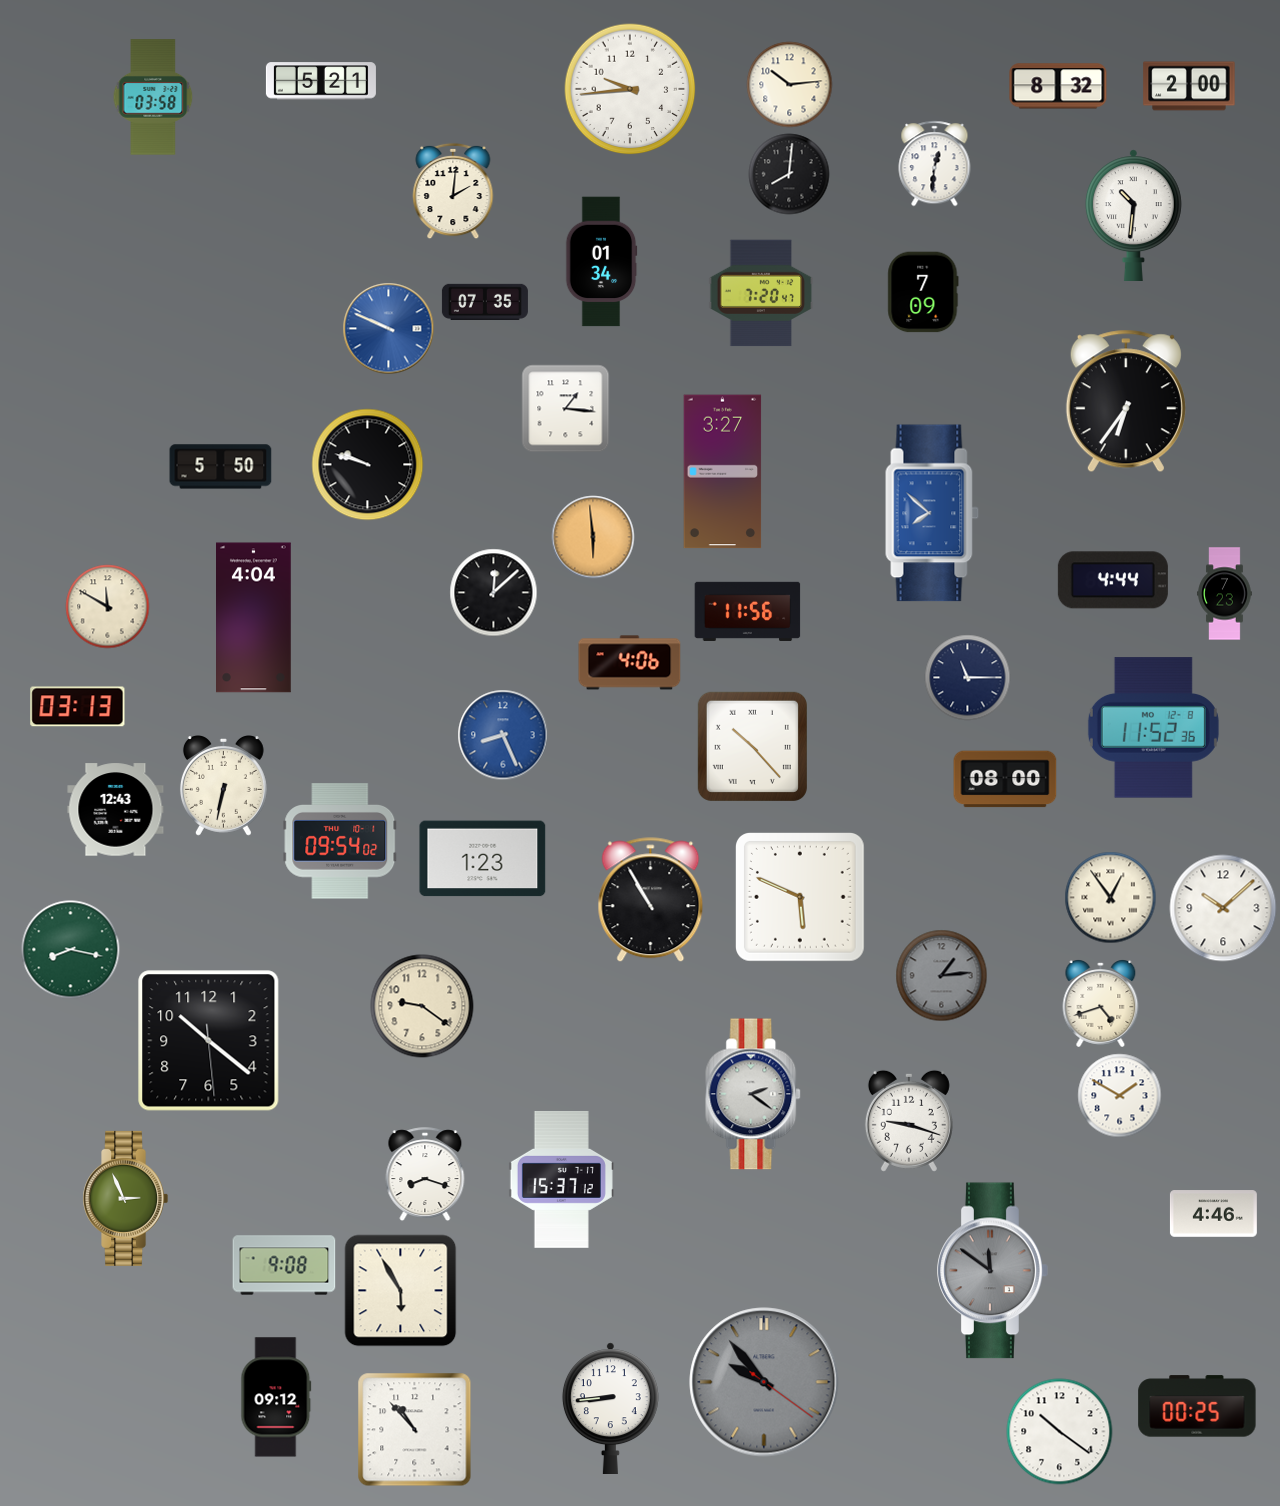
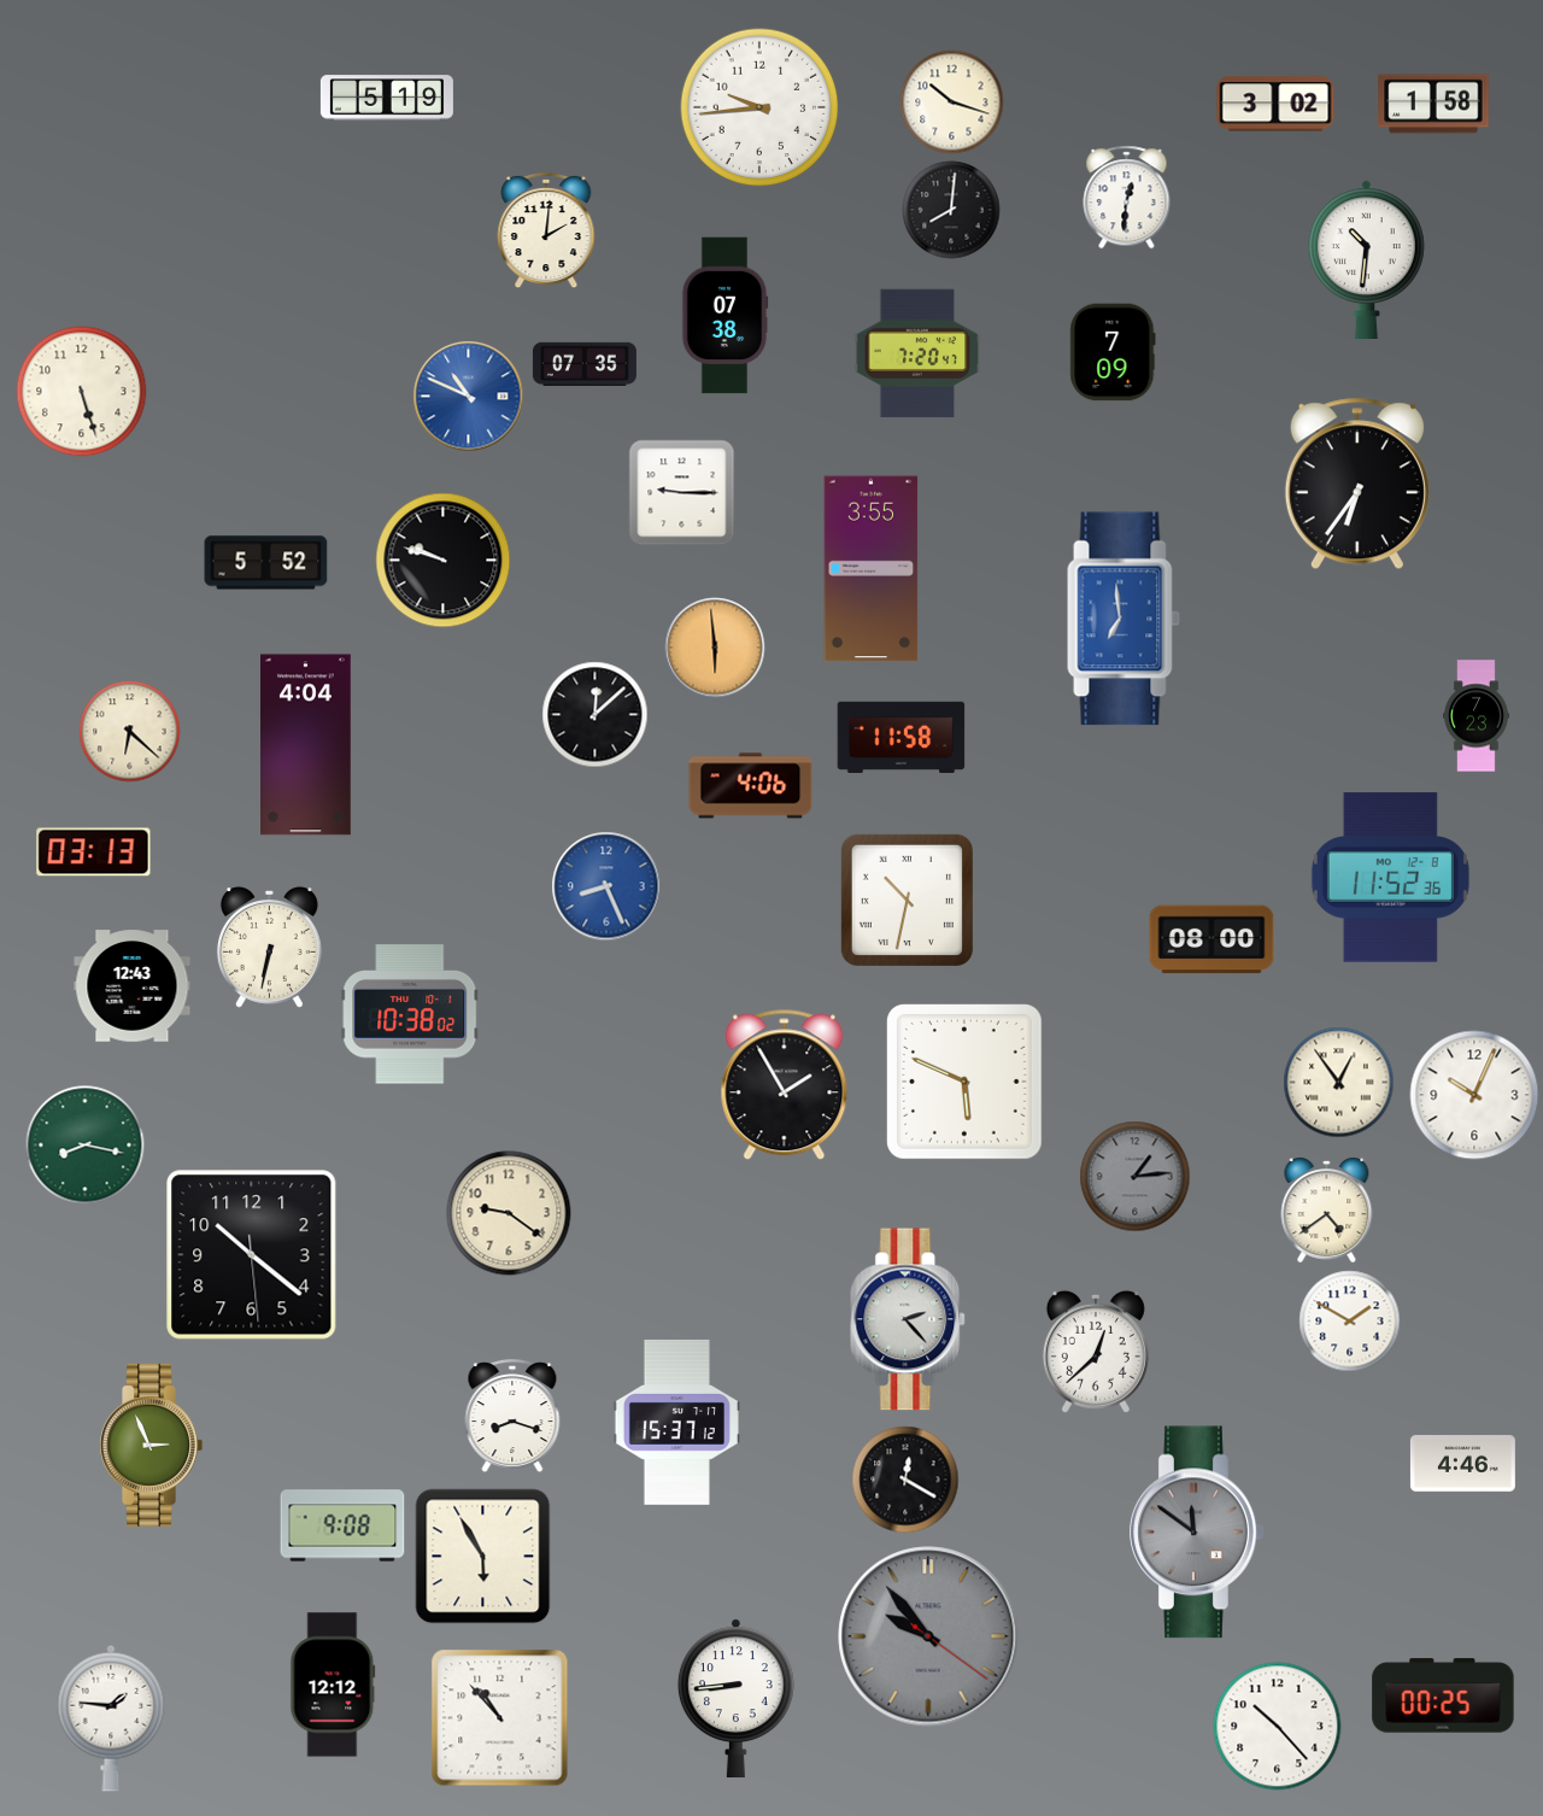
clock at (321, 81): 5:21 -> 5:19
clock at (790, 85): 10:14 -> 10:18
clock at (1058, 86): 8:32 -> 3:02
clock at (1189, 86): 2:00 -> 1:58
clock at (153, 97): 03:58 -> none
clock at (601, 262): 01:34 -> 07:38
clock at (82, 392): none -> 5:27
clock at (389, 329): 9:49 -> 10:49
clock at (566, 409): 1:16 -> 9:15
clock at (221, 467): 5:50 -> 5:52
clock at (723, 472): 3:27 -> 3:55
clock at (932, 513): 7:52 -> 6:59
clock at (1113, 580): 4:44 -> none
clock at (108, 607): 11:50 -> 6:22
clock at (748, 611): 11:56 -> 11:58
clock at (630, 663) position: (630, 663) -> (751, 786)
clock at (968, 678): 11:15 -> none
clock at (752, 746): 10:23 -> 10:32
clock at (116, 810) position: (116, 810) -> (133, 986)
clock at (340, 841): 09:54 -> 10:38
clock at (483, 859): 1:23 -> none
clock at (651, 900): 10:55 -> 1:55
clock at (1223, 908): 10:08 -> 10:04
clock at (1101, 1003): 4:42 -> 4:39
clock at (754, 1094): 2:21 -> 2:23
clock at (909, 1121): 9:18 -> 12:38
clock at (905, 1480): none -> 12:20
clock at (764, 1382) position: (764, 1382) -> (928, 1636)
clock at (276, 1397): 09:12 -> 12:12
clock at (111, 1718): none -> 1:46
clock at (415, 1430) position: (415, 1430) -> (500, 1718)
clock at (1060, 1432): 10:21 -> 10:23
